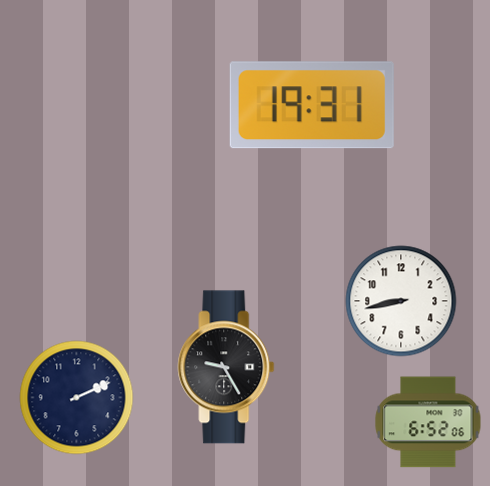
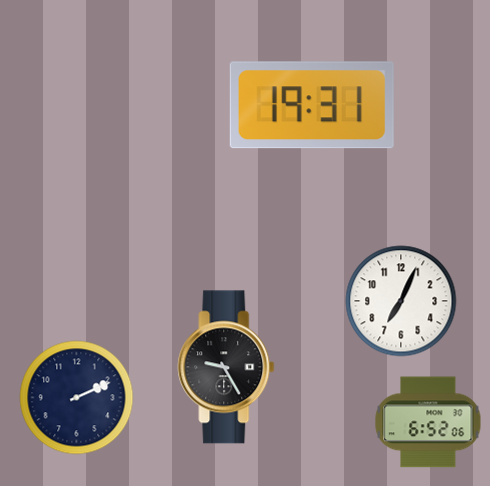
clock at (401, 301): 8:43 -> 7:04
